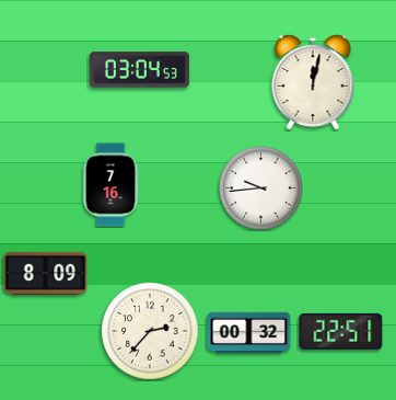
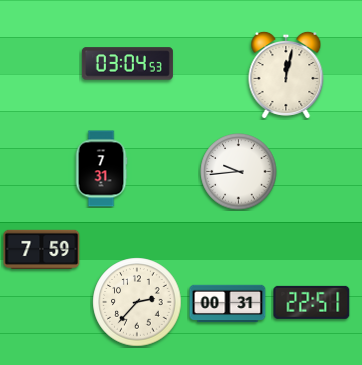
clock at (110, 185): 7:16 -> 7:31
clock at (46, 273): 8:09 -> 7:59
clock at (249, 333): 00:32 -> 00:31
